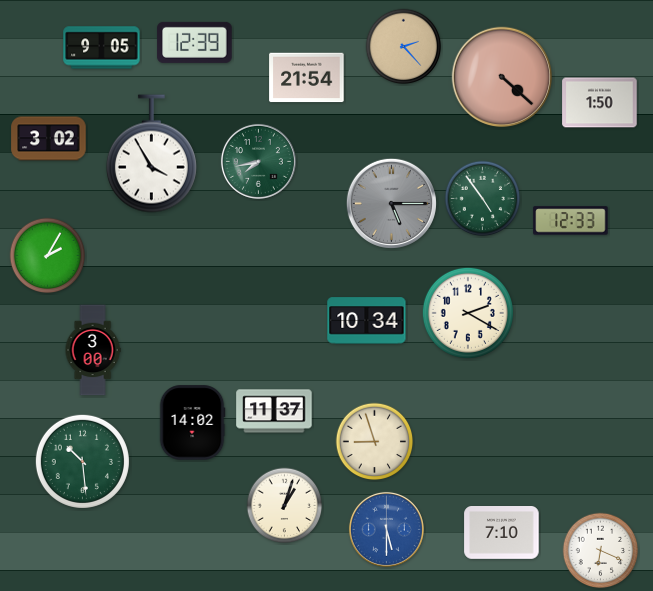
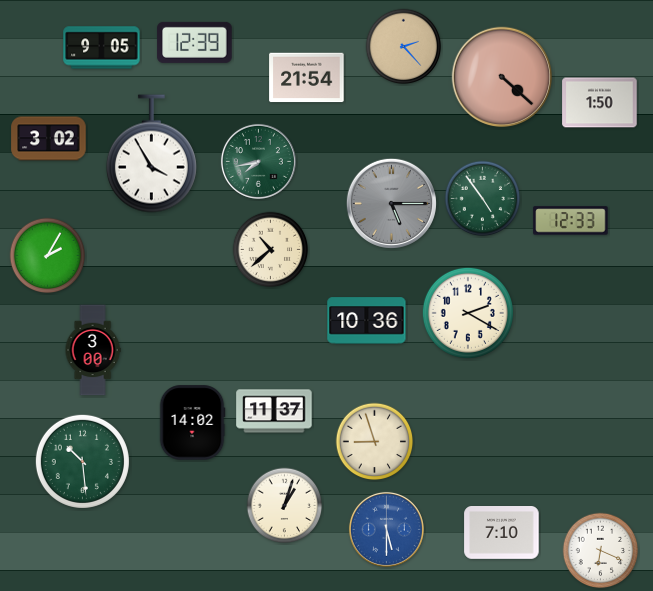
clock at (271, 250): none -> 10:38
clock at (367, 321): 10:34 -> 10:36
